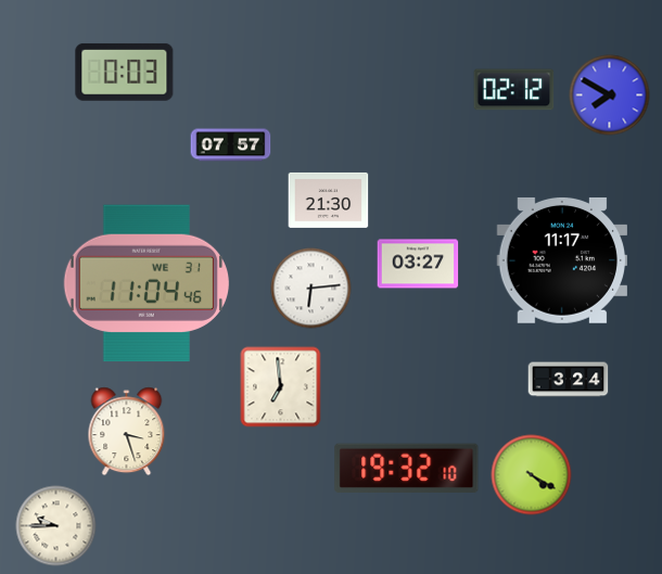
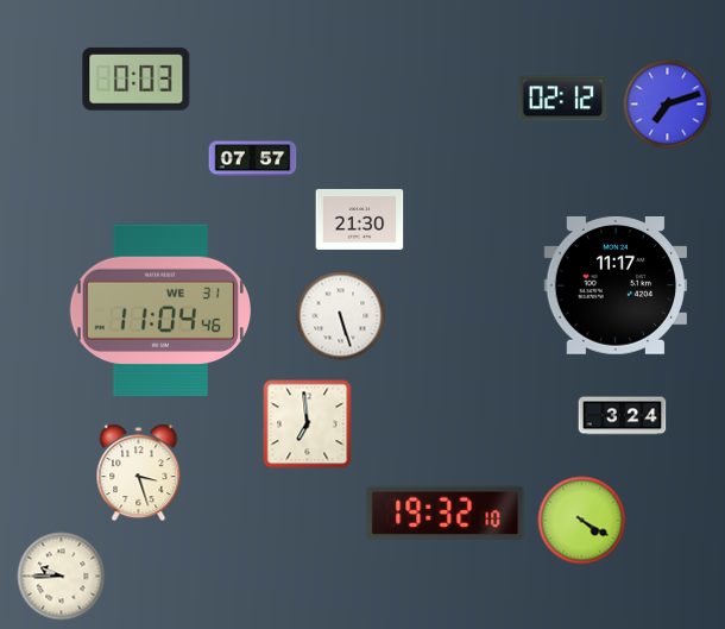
clock at (610, 95): 7:50 -> 7:12
clock at (418, 264): 03:27 -> none
clock at (311, 289): 6:14 -> 5:27
